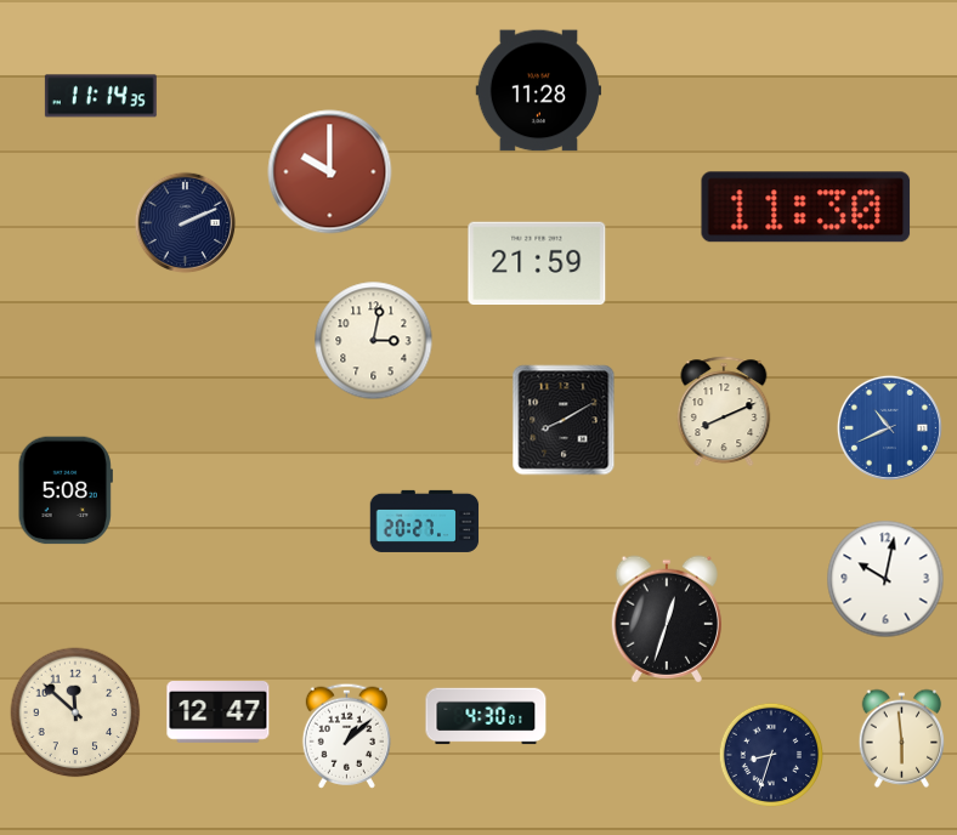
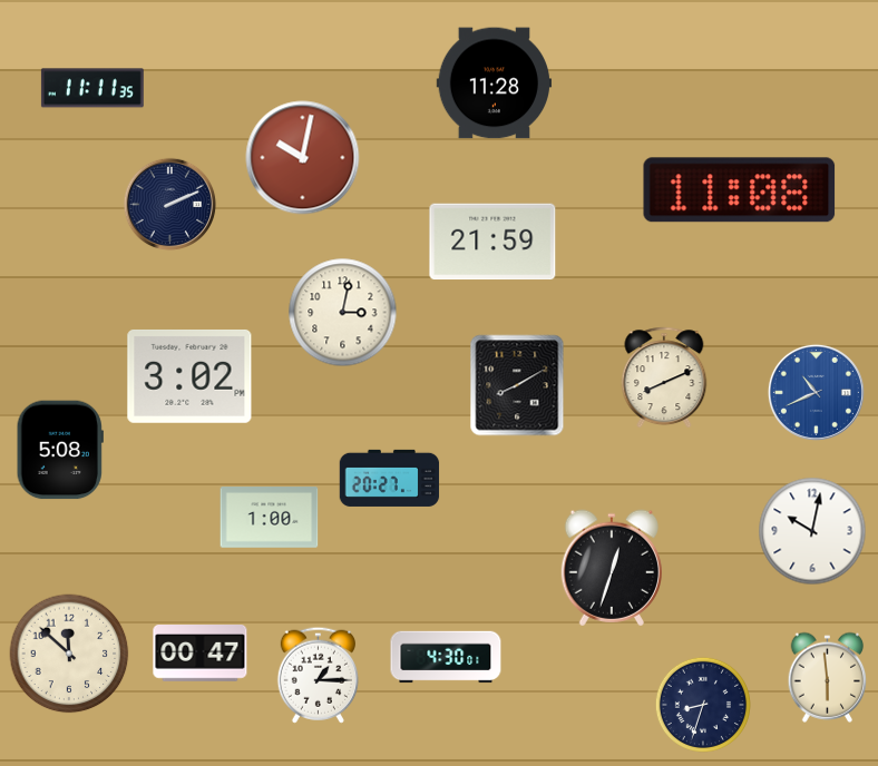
clock at (101, 96): 11:14 -> 11:11
clock at (330, 172): 10:00 -> 10:02
clock at (806, 208): 11:30 -> 11:08
clock at (189, 376): none -> 3:02
clock at (270, 518): none -> 1:00
clock at (219, 712): 12:47 -> 00:47
clock at (346, 735): 1:08 -> 1:15
clock at (770, 754) position: (770, 754) -> (702, 704)
